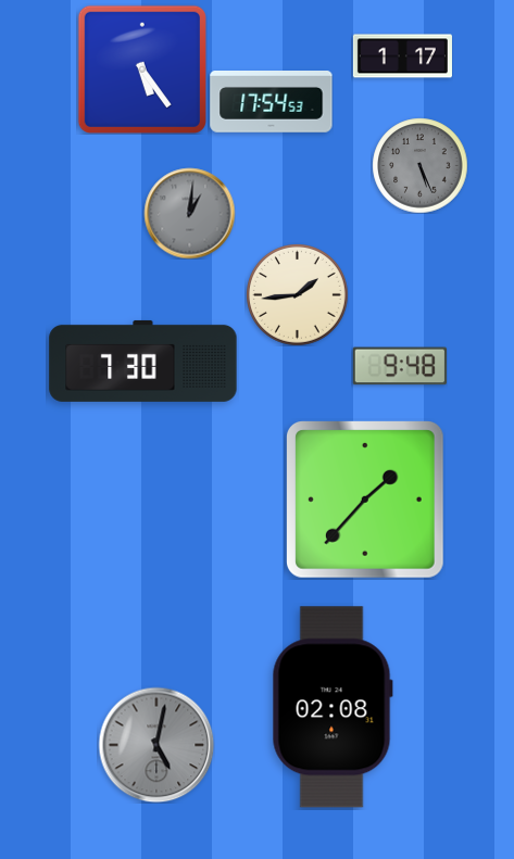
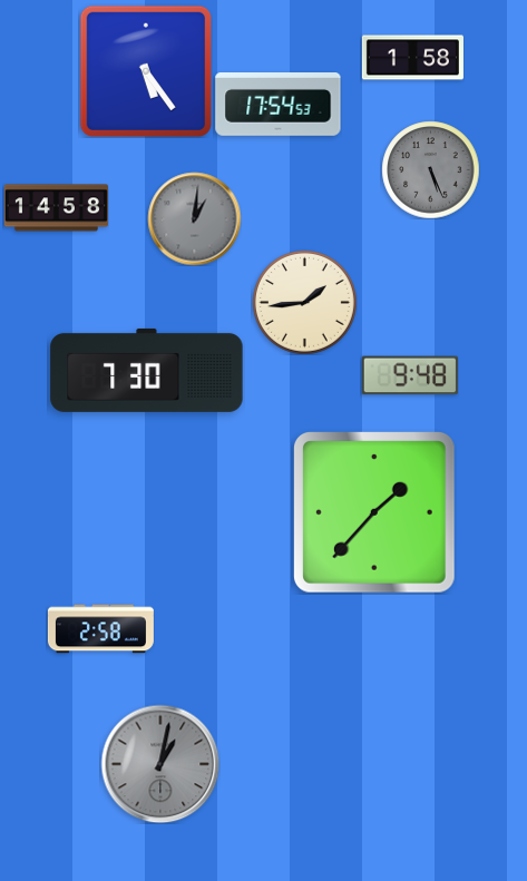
clock at (402, 56): 1:17 -> 1:58
clock at (56, 208): none -> 14:58
clock at (100, 629): none -> 2:58
clock at (333, 707): 02:08 -> none
clock at (156, 745): 5:02 -> 1:02
